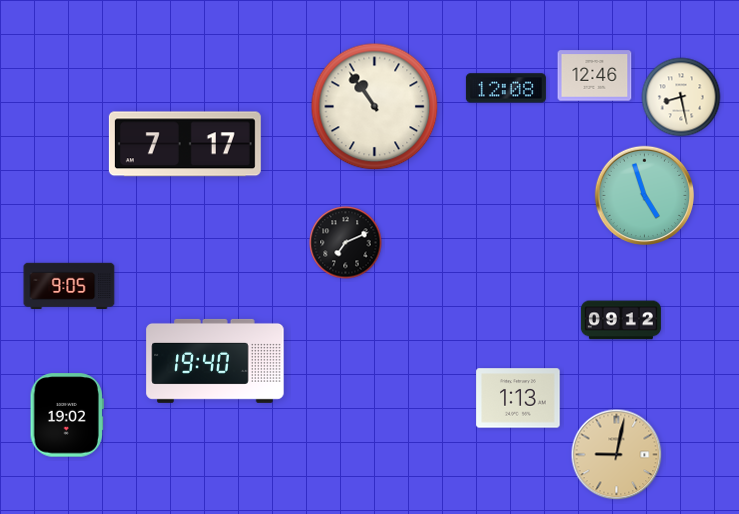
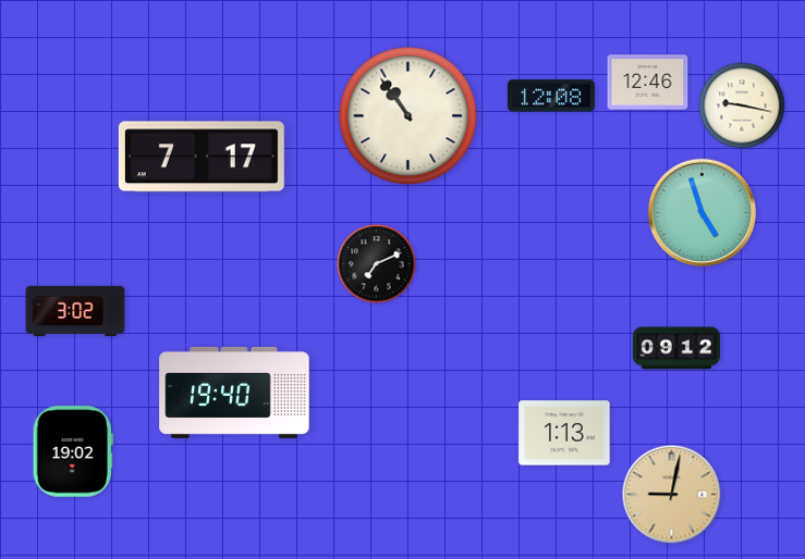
clock at (681, 97): 8:28 -> 9:17
clock at (69, 286): 9:05 -> 3:02
